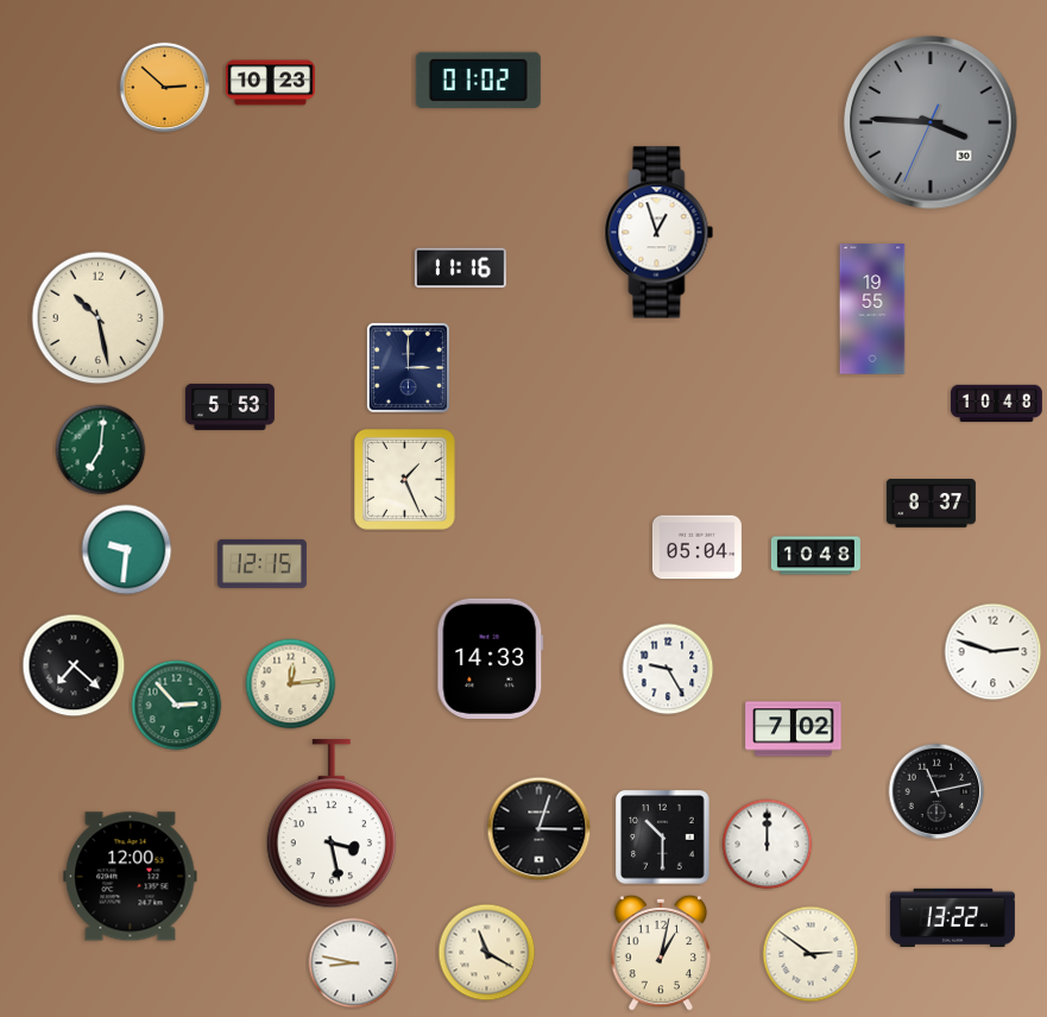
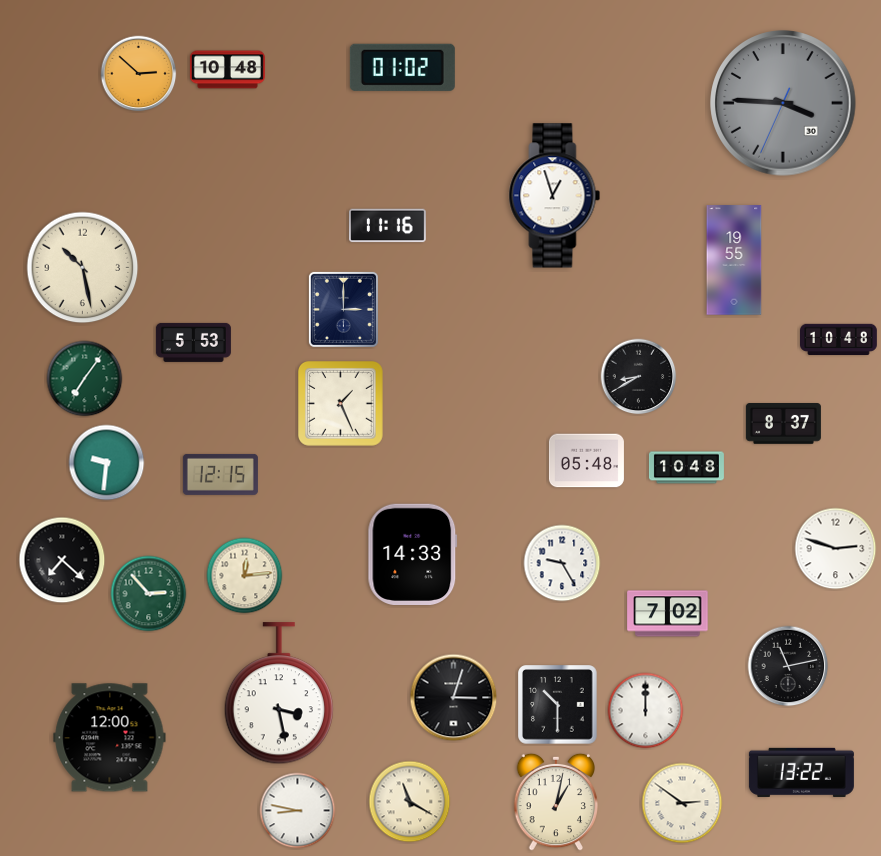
clock at (270, 83): 10:23 -> 10:48
clock at (639, 377): none -> 8:40
clock at (101, 450): 7:01 -> 7:06
clock at (696, 548): 05:04 -> 05:48
